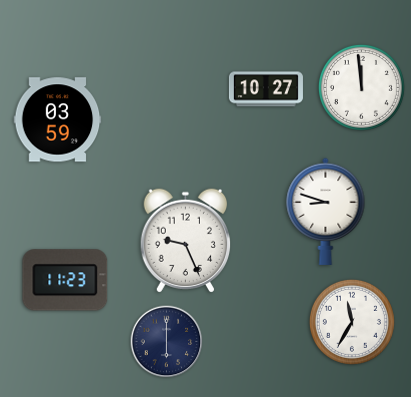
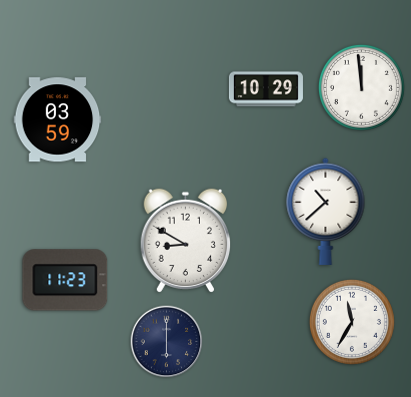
clock at (266, 89): 10:27 -> 10:29
clock at (326, 211): 8:48 -> 10:38
clock at (186, 241): 9:26 -> 8:50
